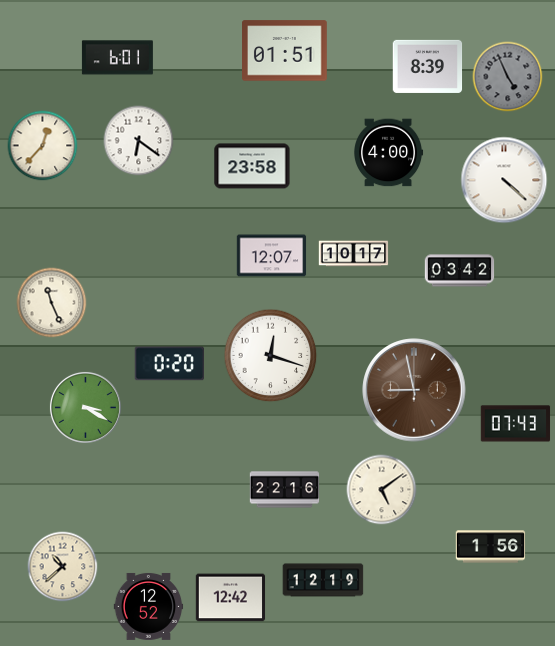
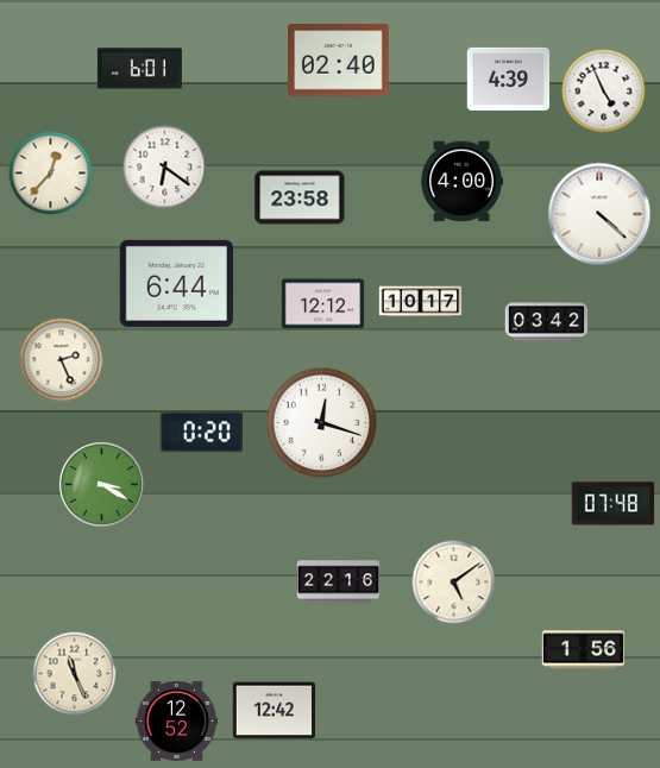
clock at (285, 51): 01:51 -> 02:40
clock at (428, 66): 8:39 -> 4:39
clock at (508, 77) dial: grey -> white
clock at (176, 283): none -> 6:44
clock at (272, 256): 12:07 -> 12:12
clock at (52, 303): 11:26 -> 2:26
clock at (414, 390): 8:58 -> none
clock at (516, 424): 07:43 -> 07:48
clock at (63, 567): 10:38 -> 11:26
clock at (323, 580): 12:19 -> none
